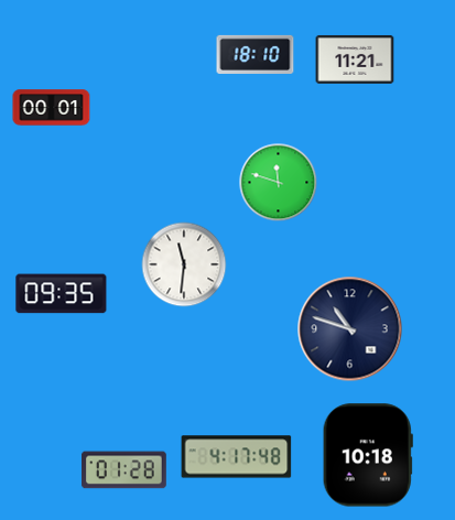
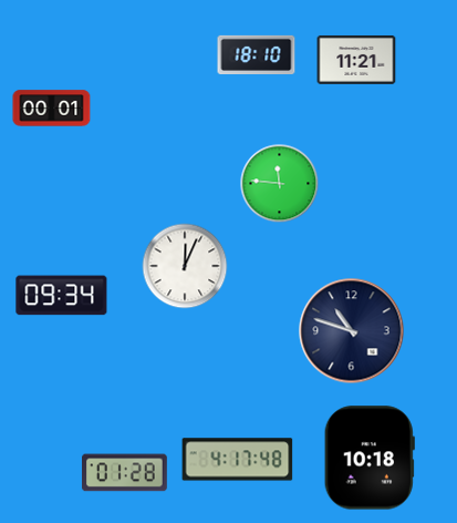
clock at (279, 183): 11:48 -> 11:46
clock at (184, 264): 11:31 -> 12:04
clock at (62, 294): 09:35 -> 09:34
